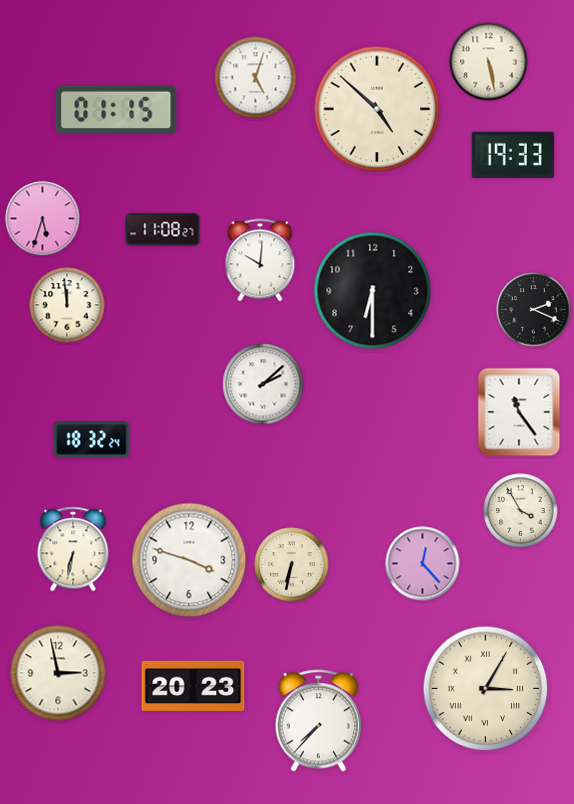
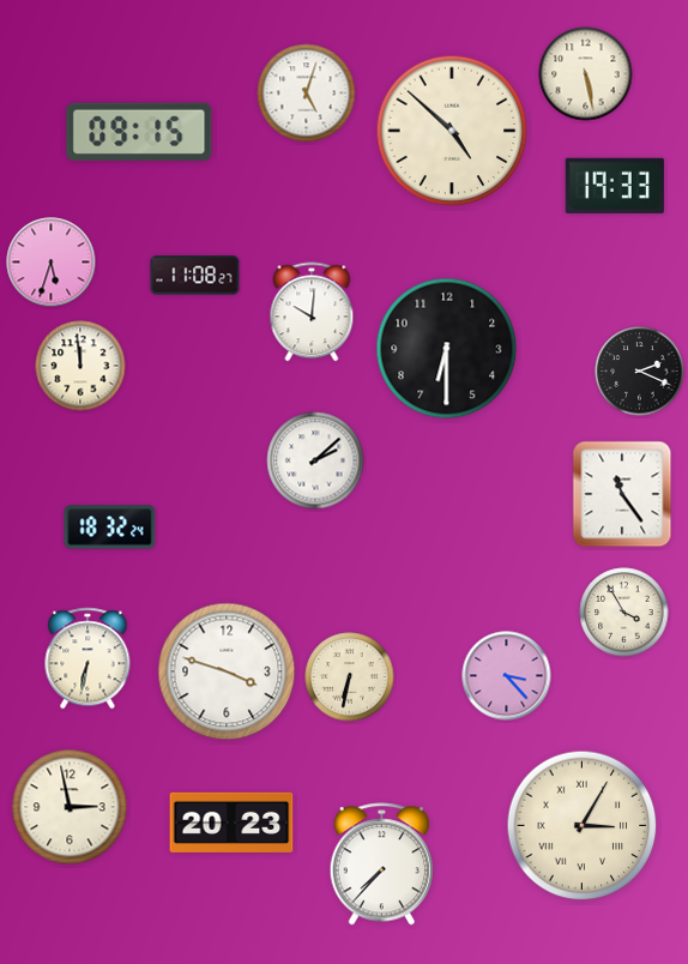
clock at (116, 110): 01:15 -> 09:15
clock at (423, 564): 12:23 -> 3:23
